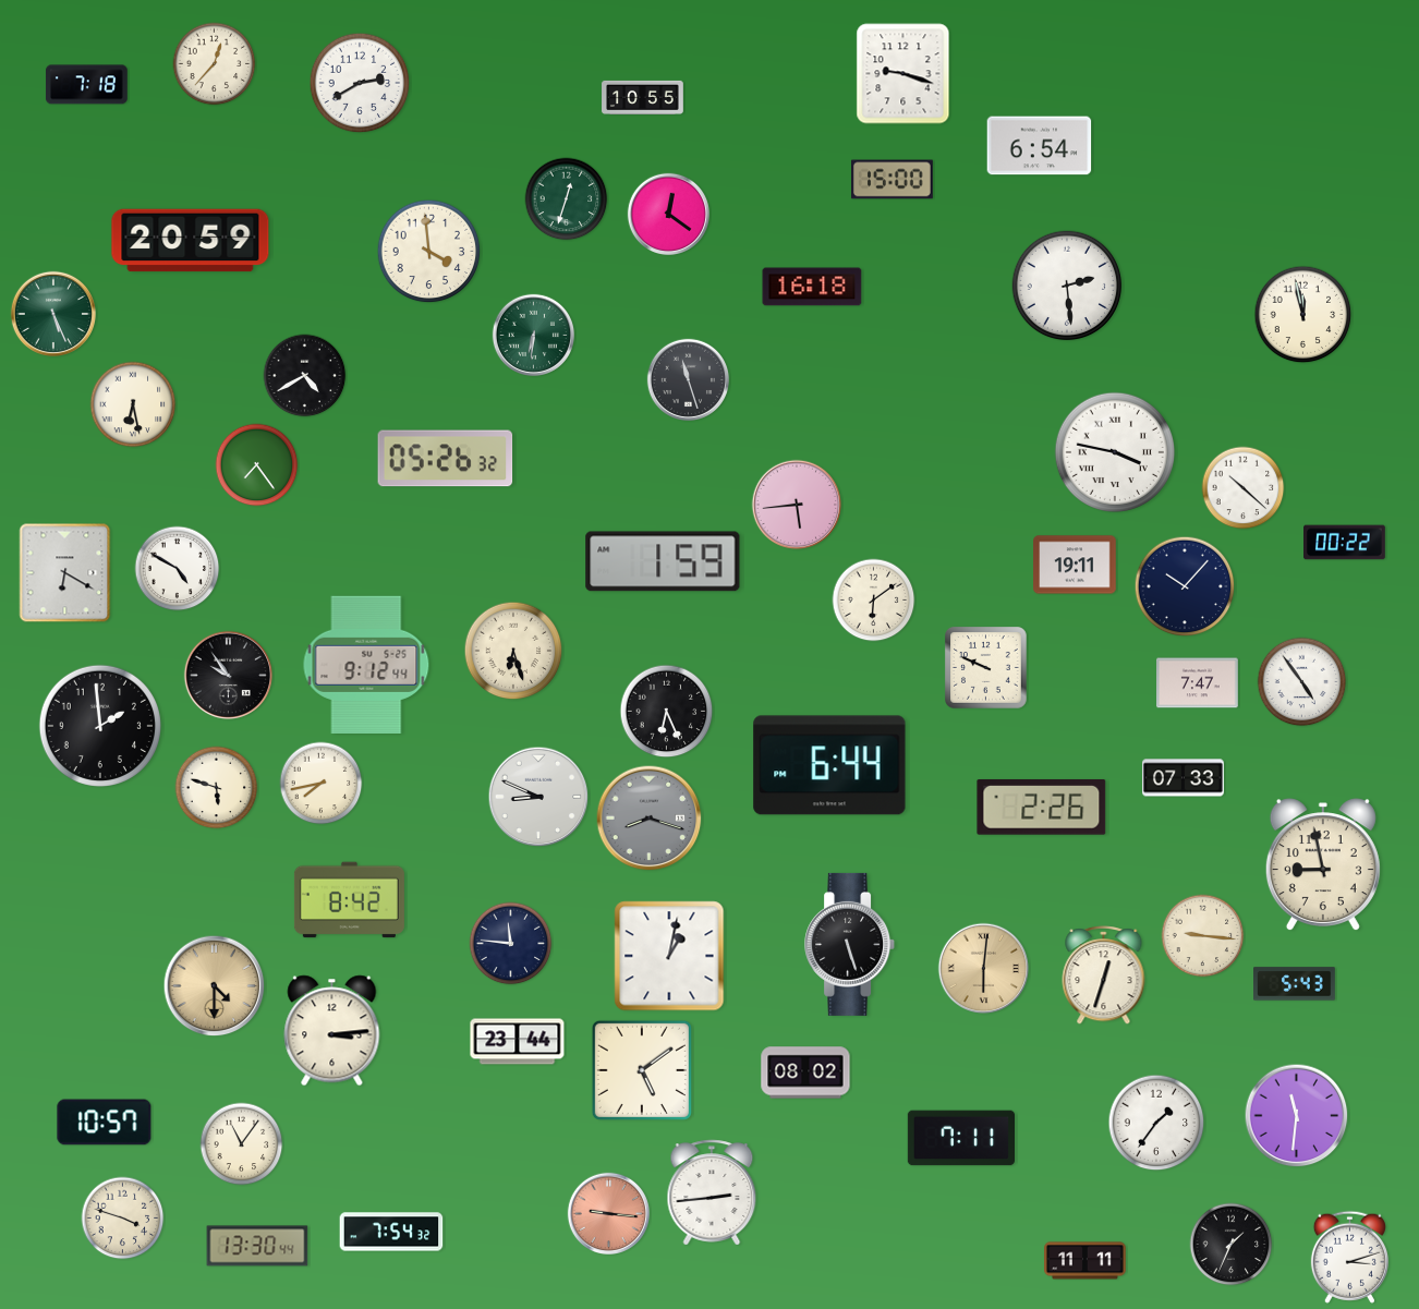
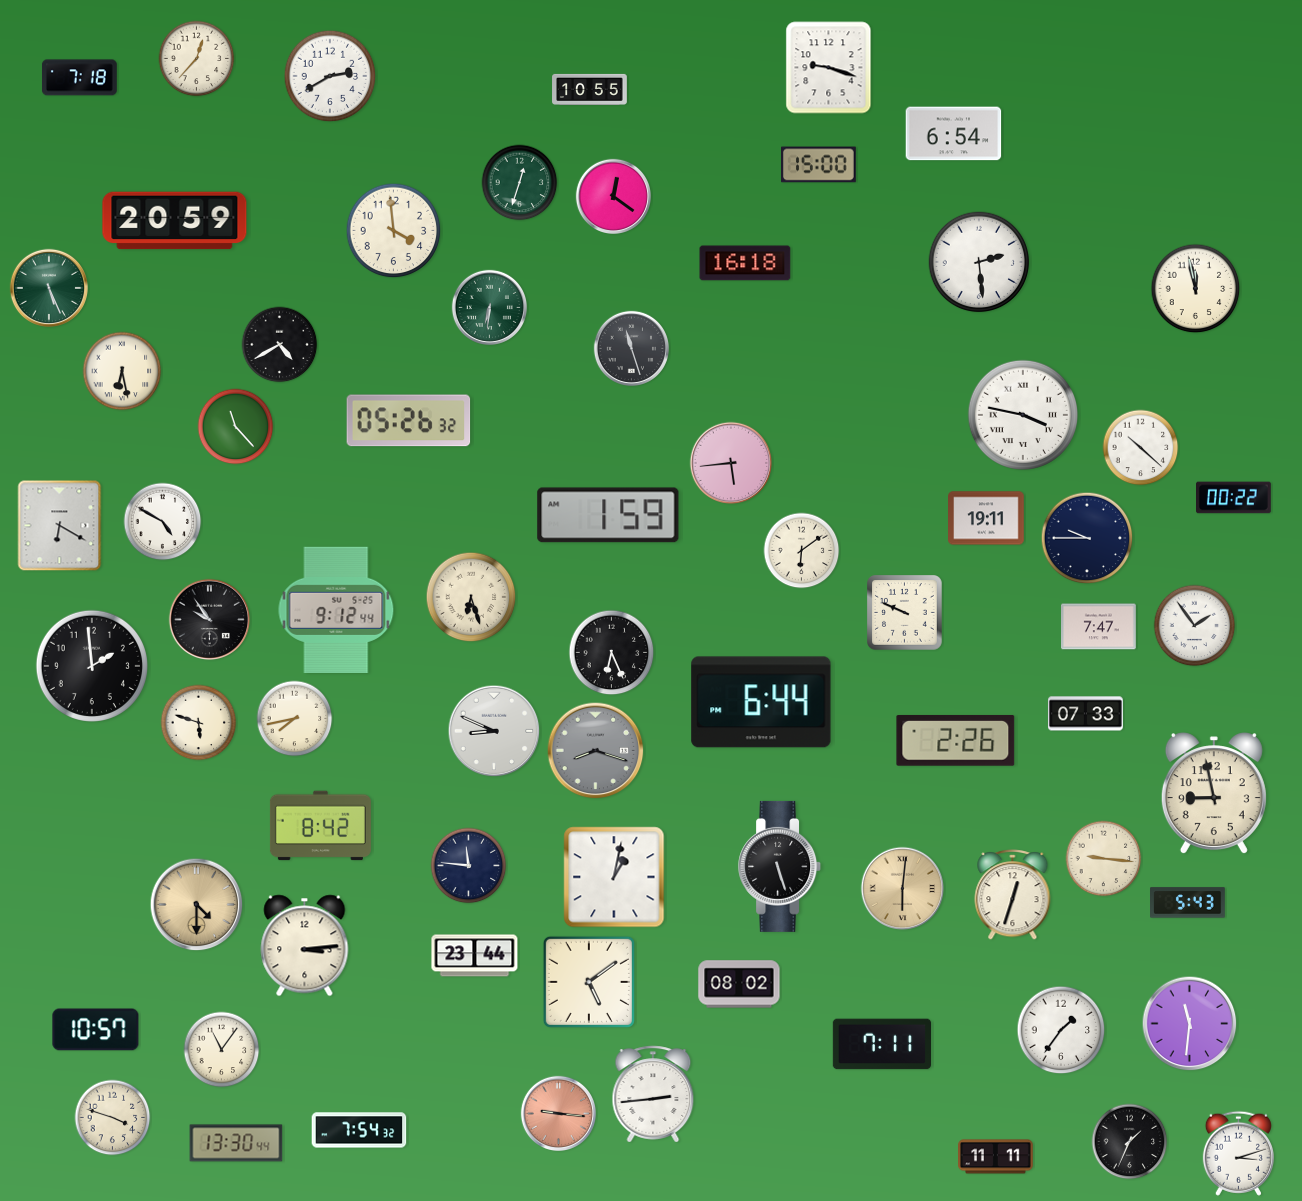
clock at (257, 465): 7:24 -> 11:23
clock at (1185, 586): 10:07 -> 9:45
clock at (1302, 682): 4:54 -> 1:54
